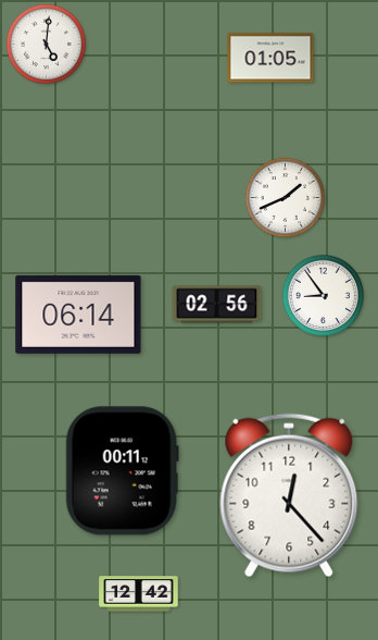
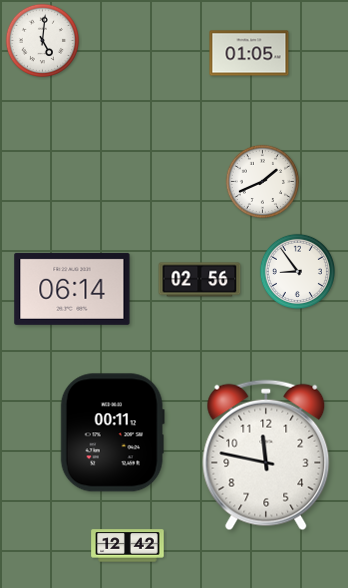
clock at (289, 495): 12:23 -> 11:47
